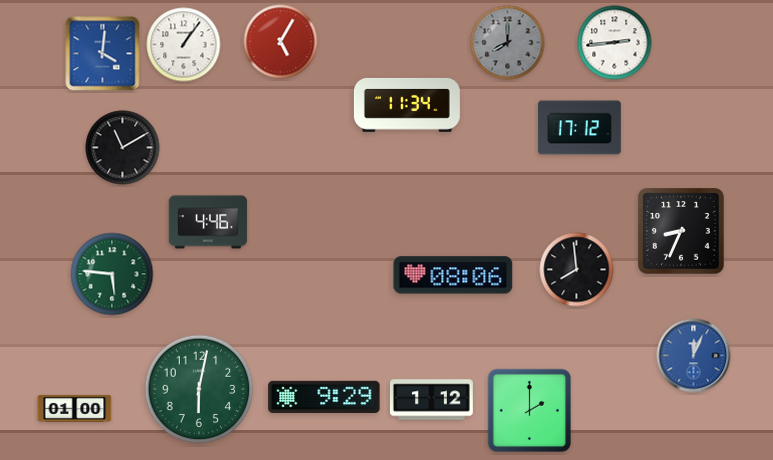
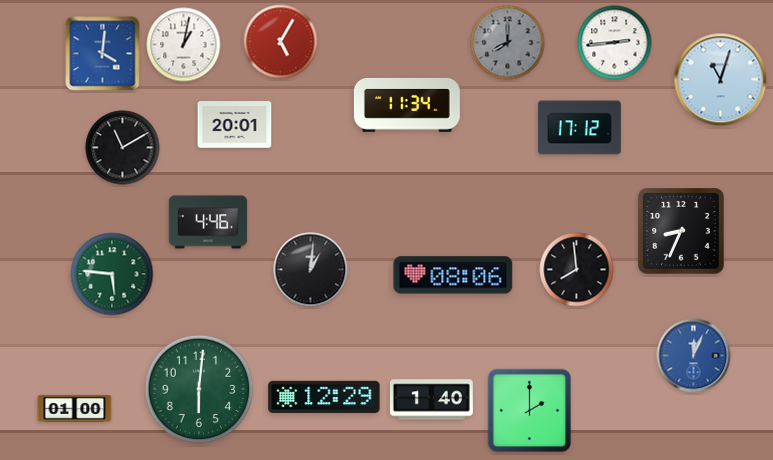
clock at (184, 45): 1:06 -> 1:02
clock at (721, 80): none -> 11:03
clock at (235, 125): none -> 20:01
clock at (311, 270): none -> 1:01
clock at (199, 389): 6:02 -> 6:01
clock at (324, 397): 9:29 -> 12:29
clock at (431, 400): 1:12 -> 1:40
